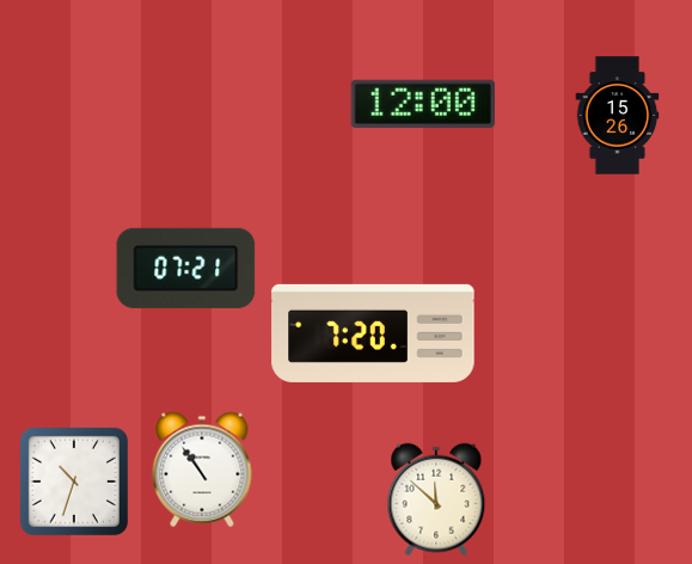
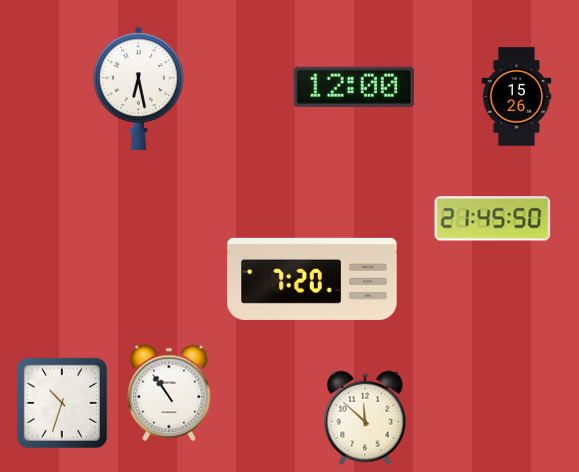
clock at (139, 88): none -> 6:28
clock at (493, 219): none -> 21:45
clock at (186, 268): 07:21 -> none
